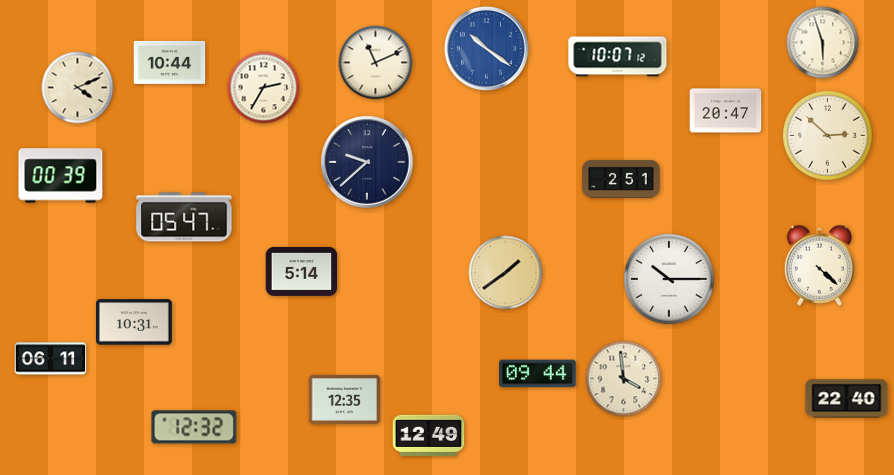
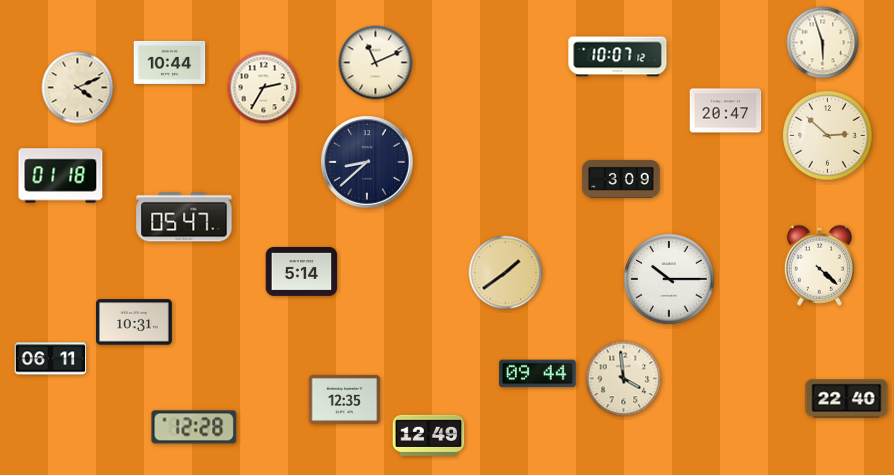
clock at (486, 48): 10:21 -> none
clock at (367, 162): 9:38 -> 8:38
clock at (61, 176): 00:39 -> 01:18
clock at (621, 179): 2:51 -> 3:09
clock at (194, 427): 12:32 -> 12:28
